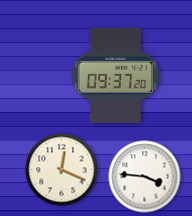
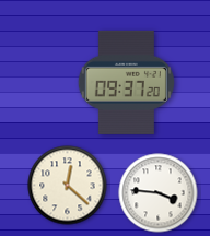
clock at (62, 170): 12:19 -> 12:22
